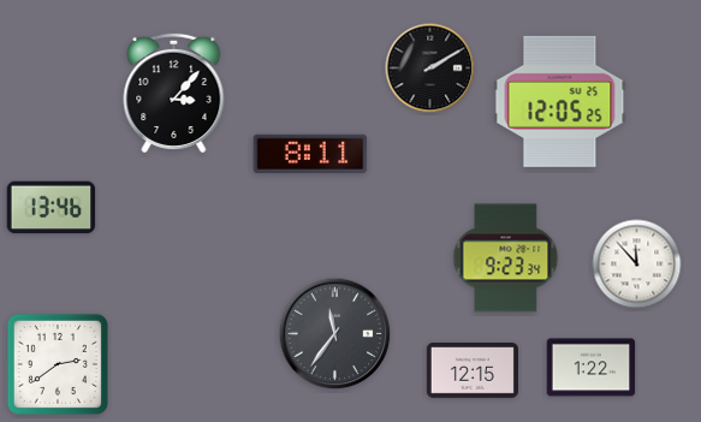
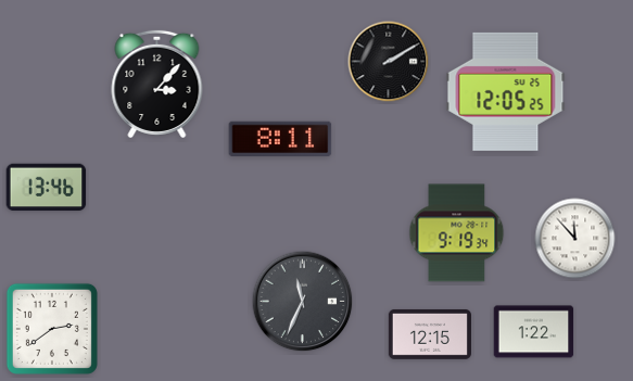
clock at (506, 258): 9:23 -> 9:19
clock at (335, 334): 11:36 -> 11:34
clock at (473, 370) position: (473, 370) -> (430, 334)
